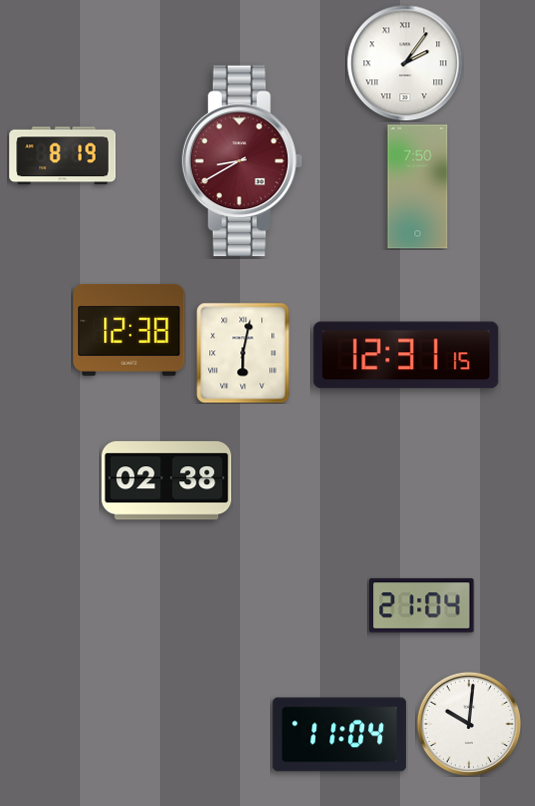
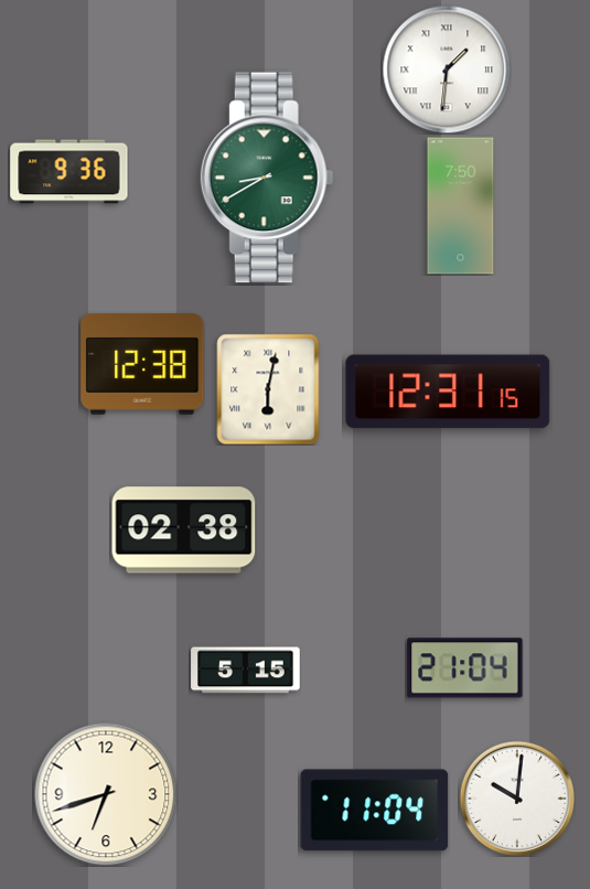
clock at (405, 63): 2:06 -> 1:31
clock at (63, 156): 8:19 -> 9:36
clock at (242, 161) dial: burgundy -> green
clock at (246, 671): none -> 5:15
clock at (106, 794): none -> 6:42
